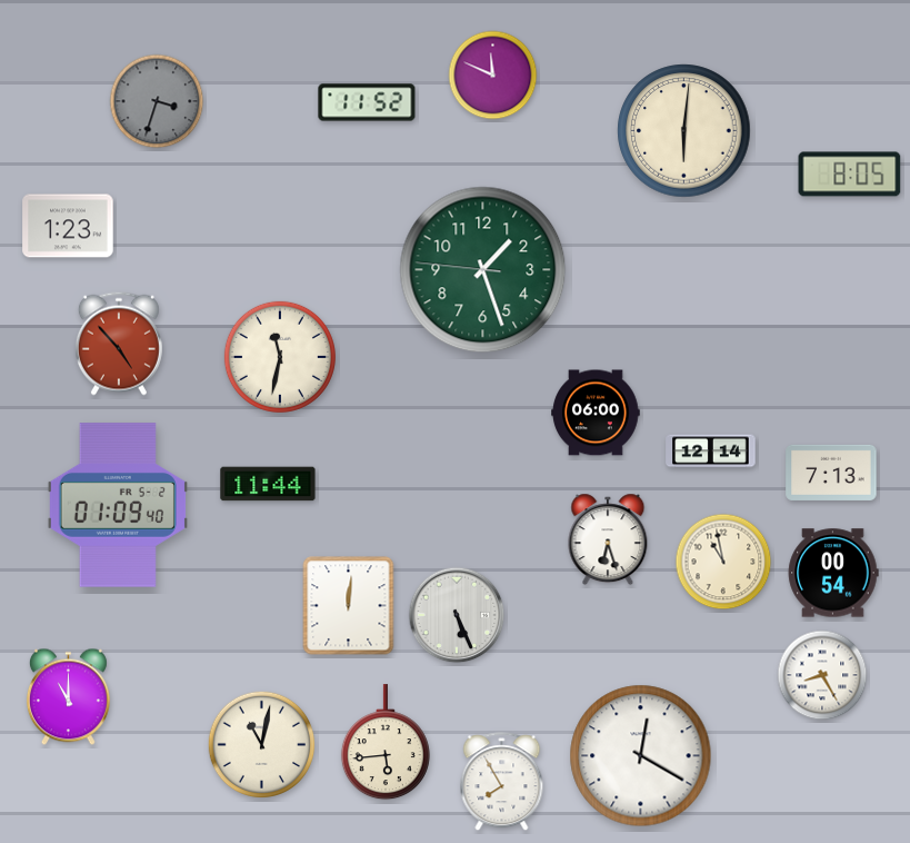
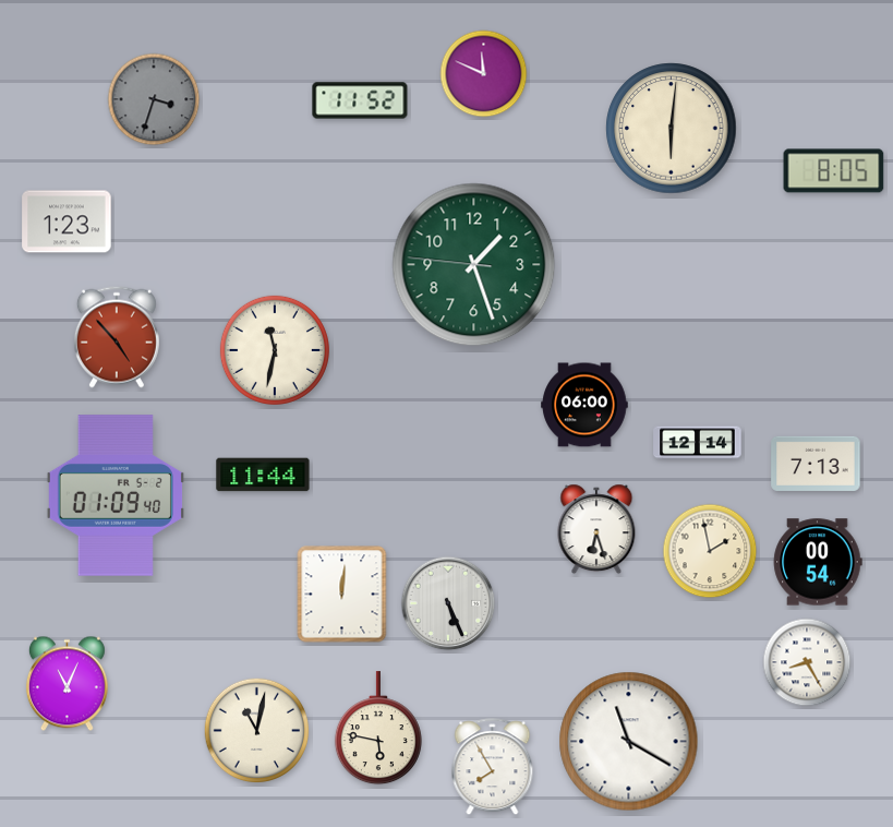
clock at (723, 562): 10:58 -> 1:58
clock at (68, 697): 11:00 -> 11:04
clock at (386, 743): 5:44 -> 5:47
clock at (641, 756): 12:20 -> 11:20
